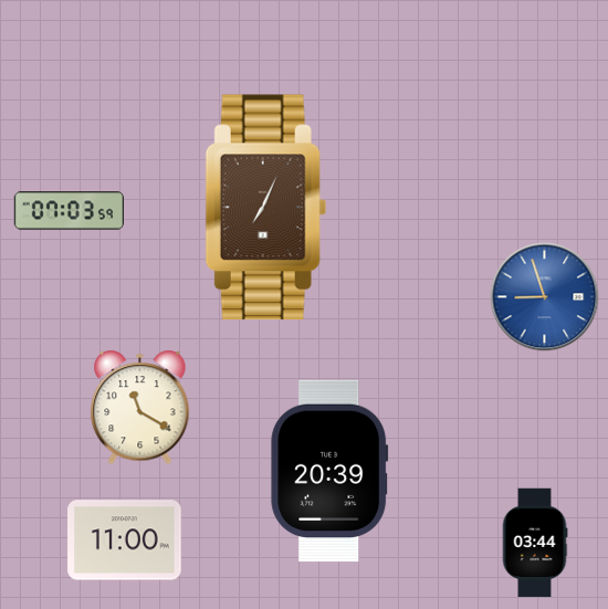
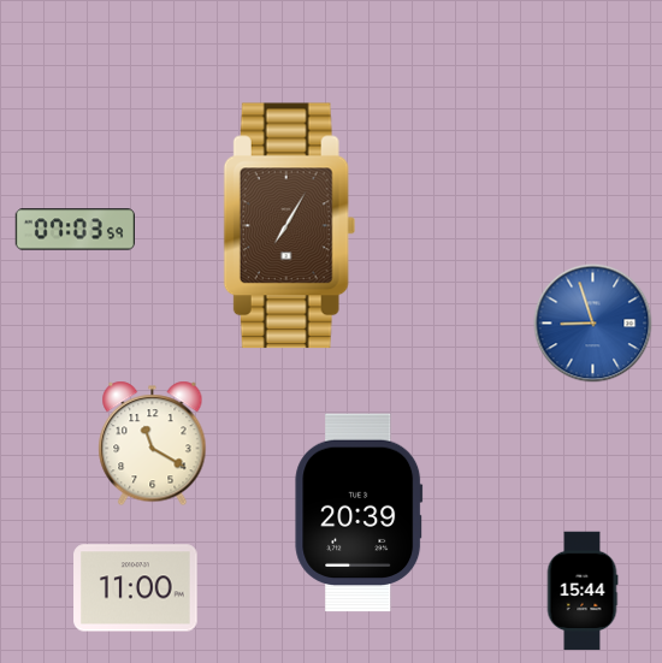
clock at (265, 208): 7:04 -> 7:05
clock at (535, 543): 03:44 -> 15:44
